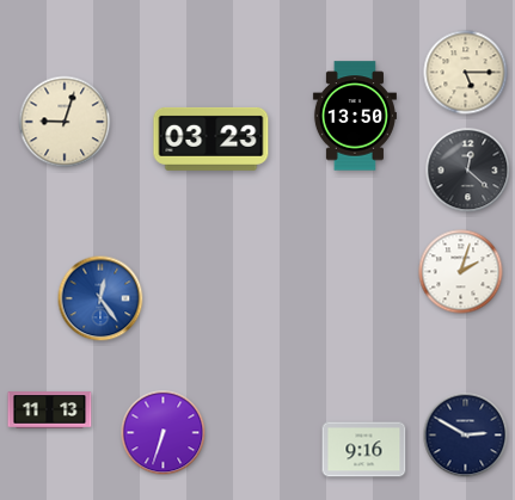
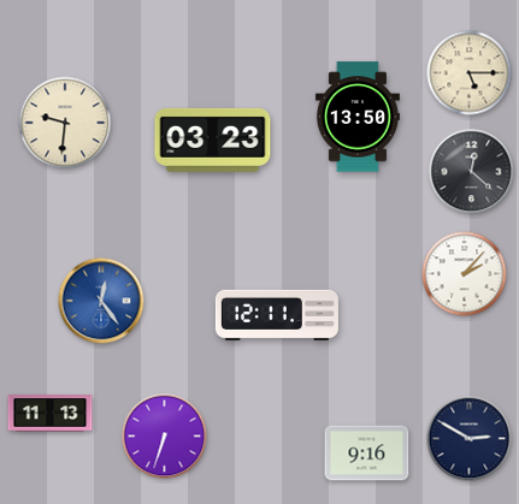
clock at (65, 122): 9:03 -> 9:31
clock at (461, 272): 2:03 -> 2:07
clock at (277, 315): none -> 12:11
